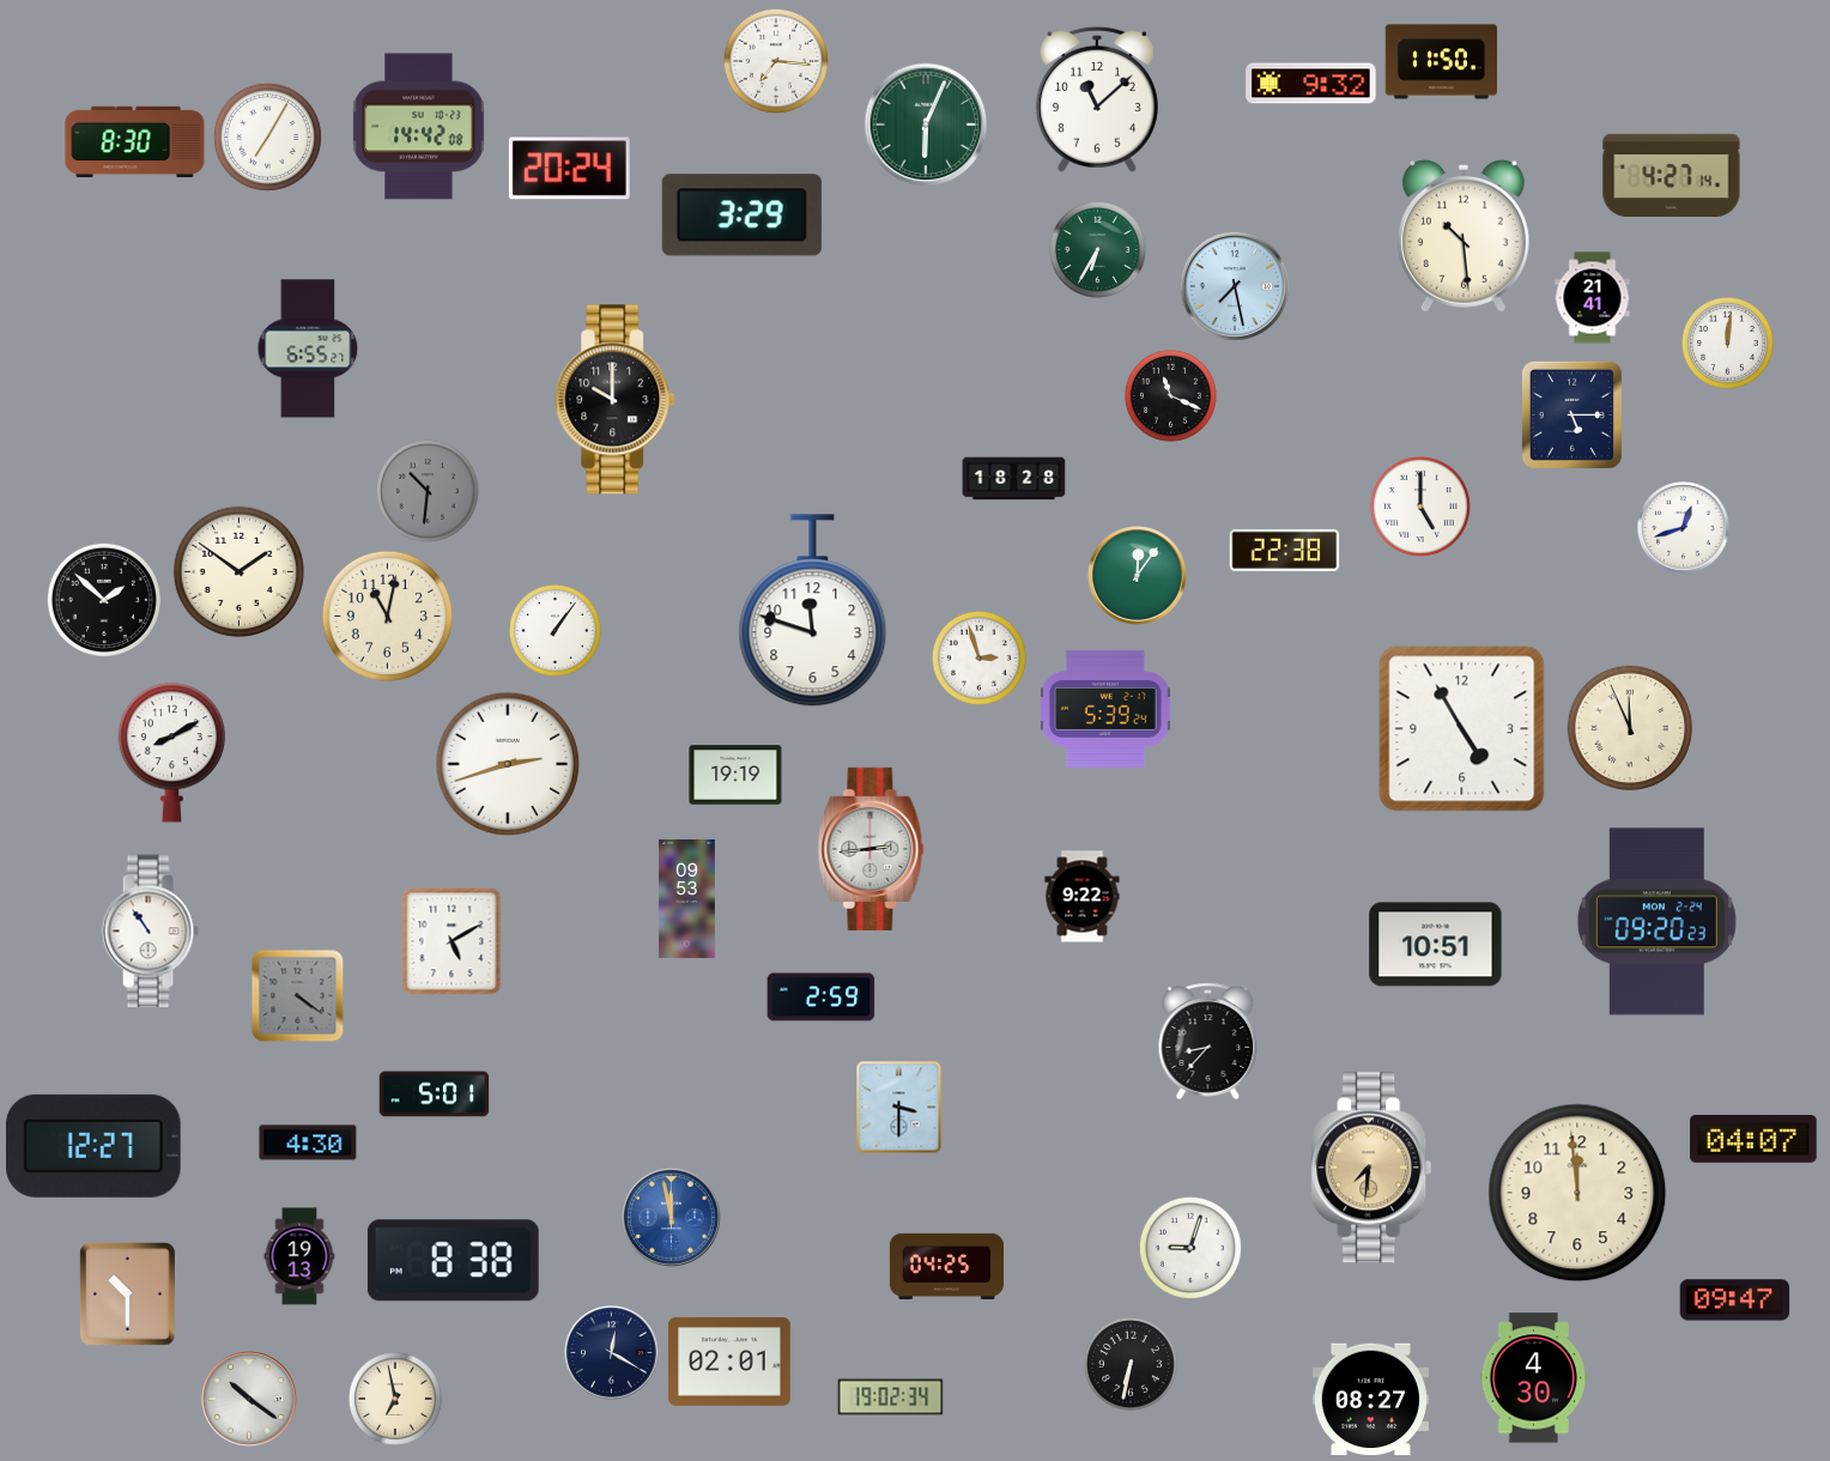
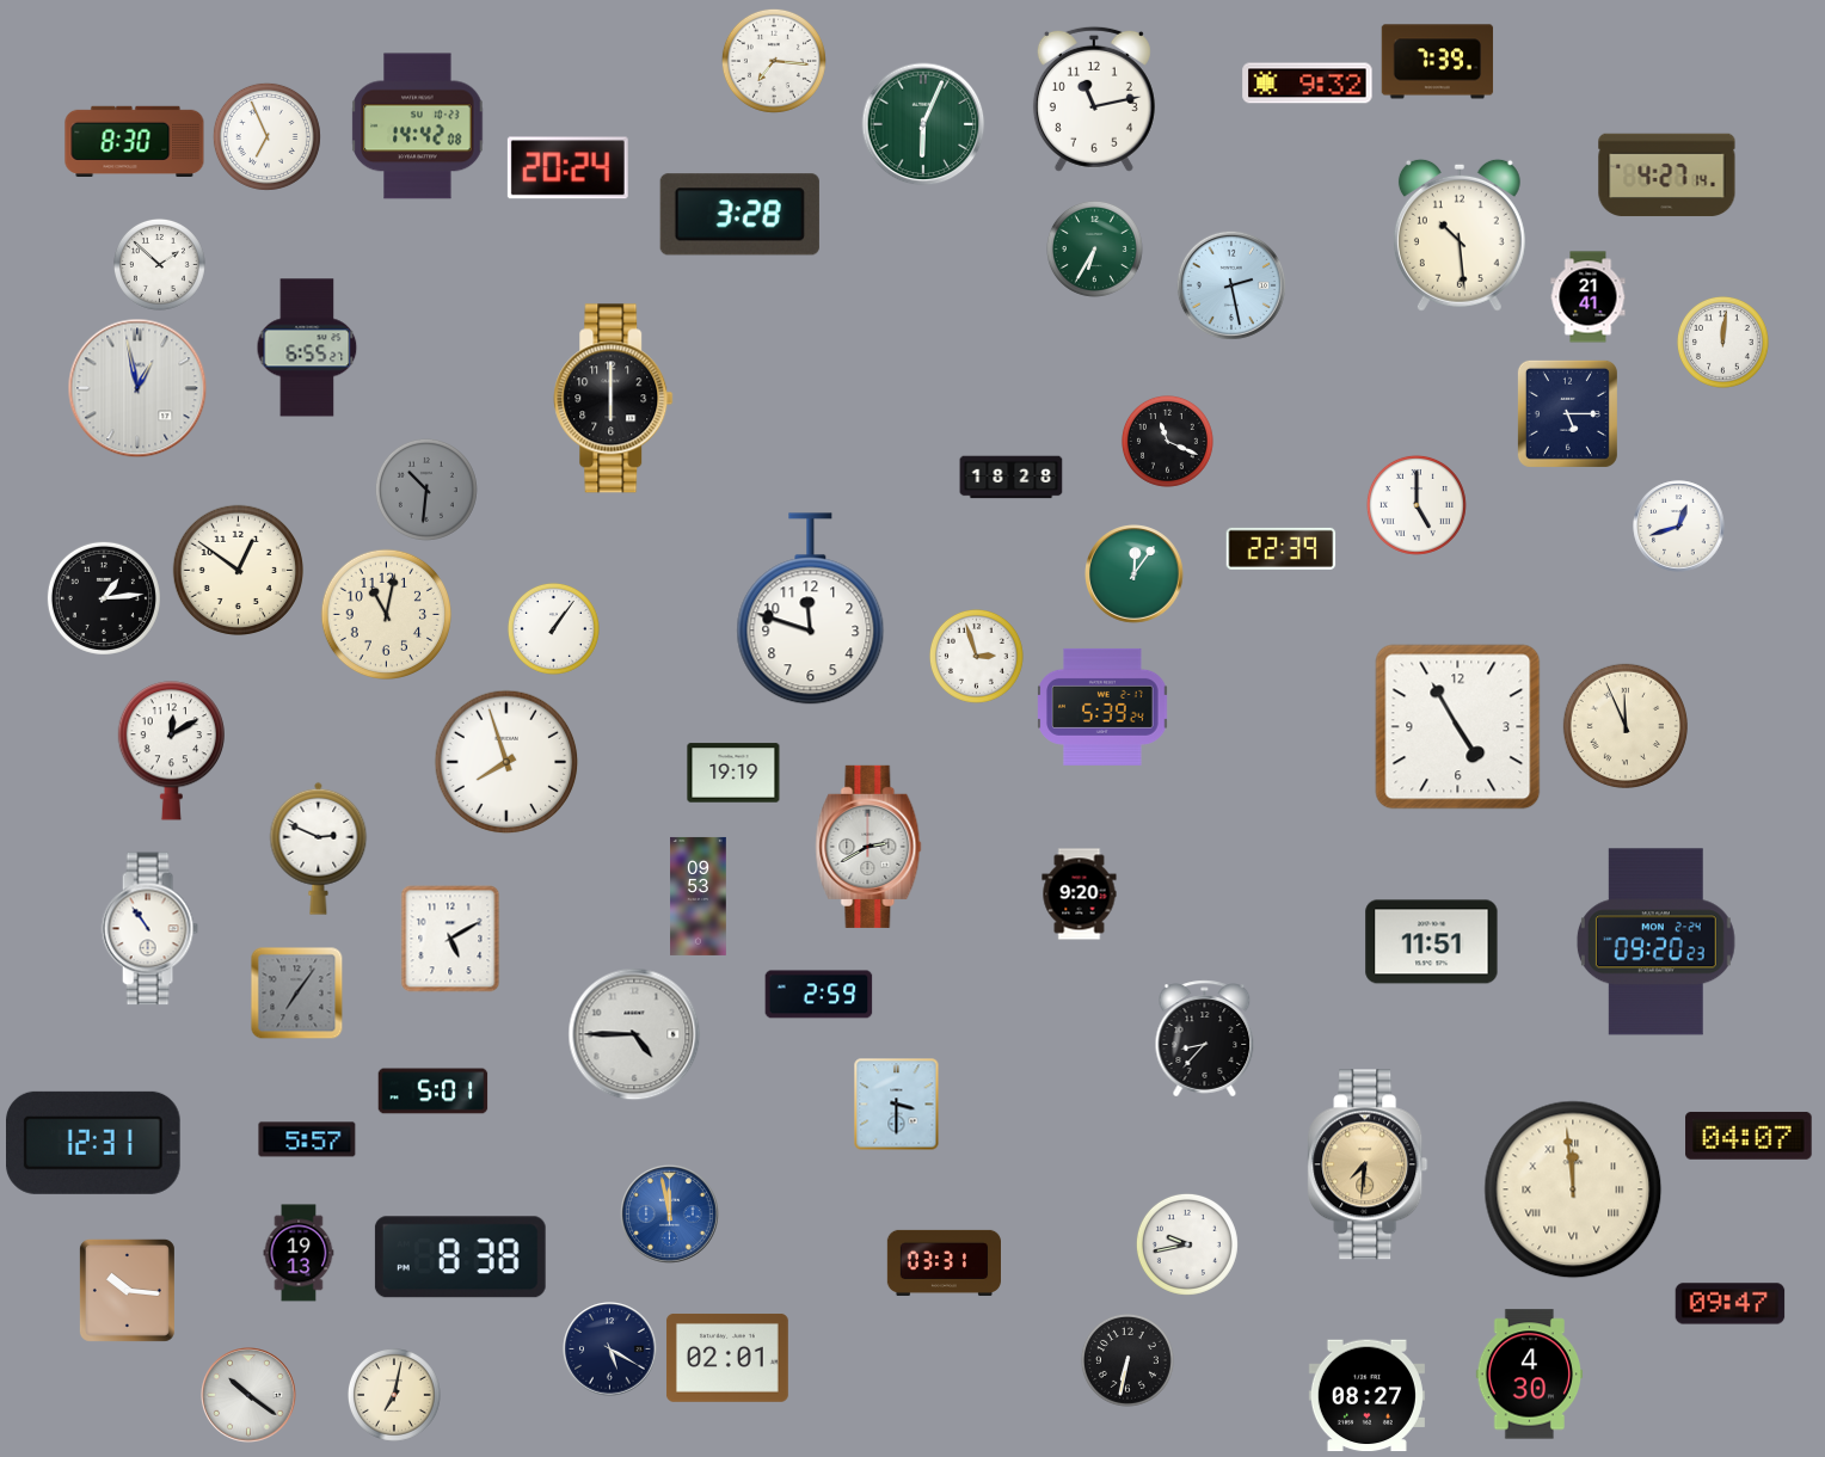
clock at (1442, 62): 11:50 -> 7:39
clock at (1097, 99): 11:08 -> 11:13
clock at (267, 137): 7:05 -> 6:56
clock at (741, 216): 3:29 -> 3:28
clock at (159, 264): none -> 1:52
clock at (1235, 286): 7:28 -> 2:28
clock at (137, 388): none -> 12:58
clock at (1170, 395) position: (1170, 395) -> (1167, 441)
clock at (616, 400): 10:00 -> 6:00
clock at (1285, 550): 22:38 -> 22:39
clock at (238, 571): 1:51 -> 12:51
clock at (104, 600): 1:52 -> 1:14
clock at (171, 753): 8:10 -> 12:10
clock at (508, 764): 2:42 -> 7:57
clock at (871, 849): 2:44 -> 2:40
clock at (319, 848): none -> 2:49
clock at (1083, 897): 9:22 -> 9:20
clock at (687, 898) position: (687, 898) -> (699, 896)
clock at (1656, 922) position: (1656, 922) -> (1655, 942)
clock at (1436, 945): 10:51 -> 11:51
clock at (297, 995): 4:21 -> 7:06
clock at (634, 1034): none -> 4:45
clock at (308, 1142): 4:30 -> 5:57
clock at (95, 1146): 12:27 -> 12:31
clock at (1577, 1193) numerals: Arabic -> Roman
clock at (1190, 1248): 9:03 -> 9:43
clock at (453, 1261) position: (453, 1261) -> (460, 1258)
clock at (946, 1266): 04:25 -> 03:31
clock at (127, 1293): 10:30 -> 10:16
clock at (1735, 1301) position: (1735, 1301) -> (1731, 1304)
clock at (612, 1353): 12:20 -> 5:20
clock at (891, 1398): 19:02 -> none
clock at (395, 1399): 6:58 -> 7:02
